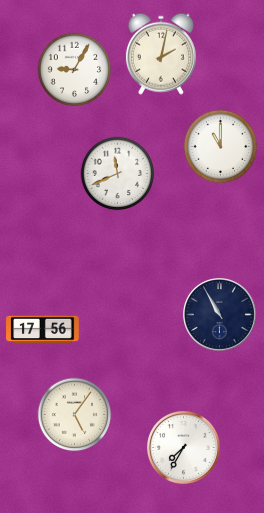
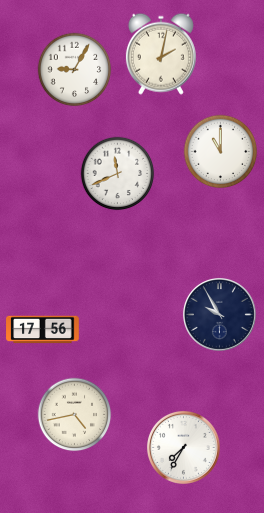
clock at (221, 147) position: (221, 147) -> (221, 152)
clock at (219, 314): 10:55 -> 9:55
clock at (75, 415): 5:06 -> 4:43
